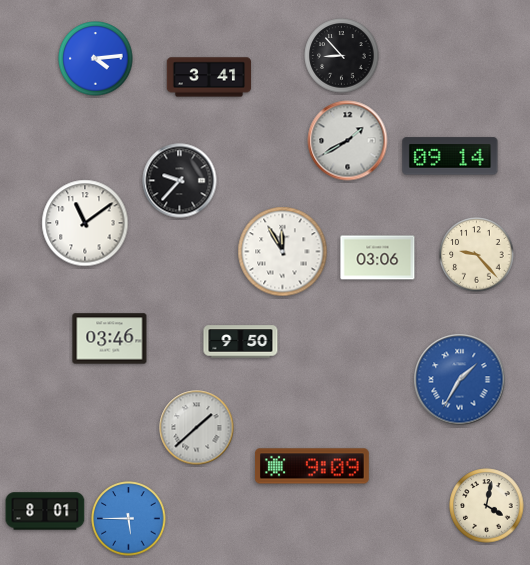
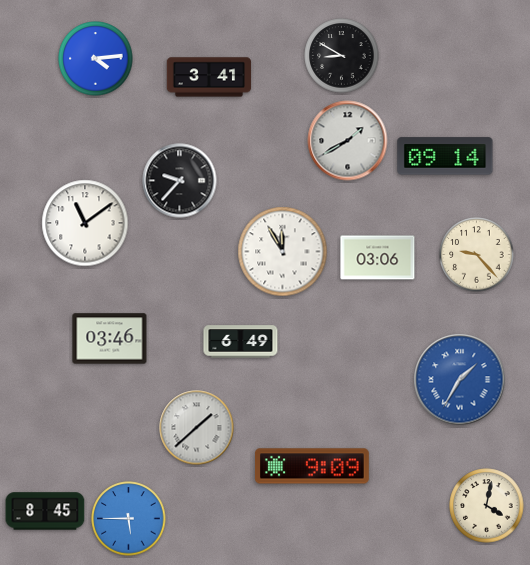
clock at (342, 56): 8:53 -> 8:50
clock at (450, 156) position: (450, 156) -> (445, 156)
clock at (241, 342): 9:50 -> 6:49
clock at (45, 511): 8:01 -> 8:45
